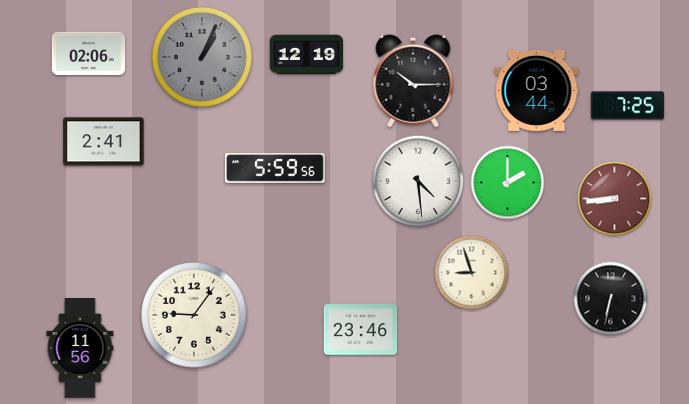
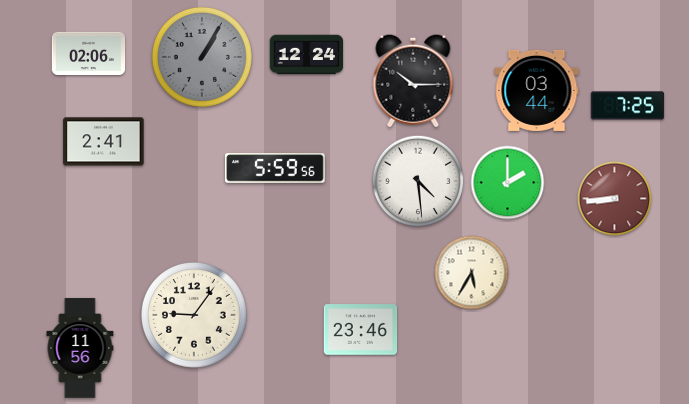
clock at (307, 55): 12:19 -> 12:24
clock at (202, 57): 1:04 -> 1:05
clock at (472, 273): 8:57 -> 5:35
clock at (611, 299): 6:32 -> none
